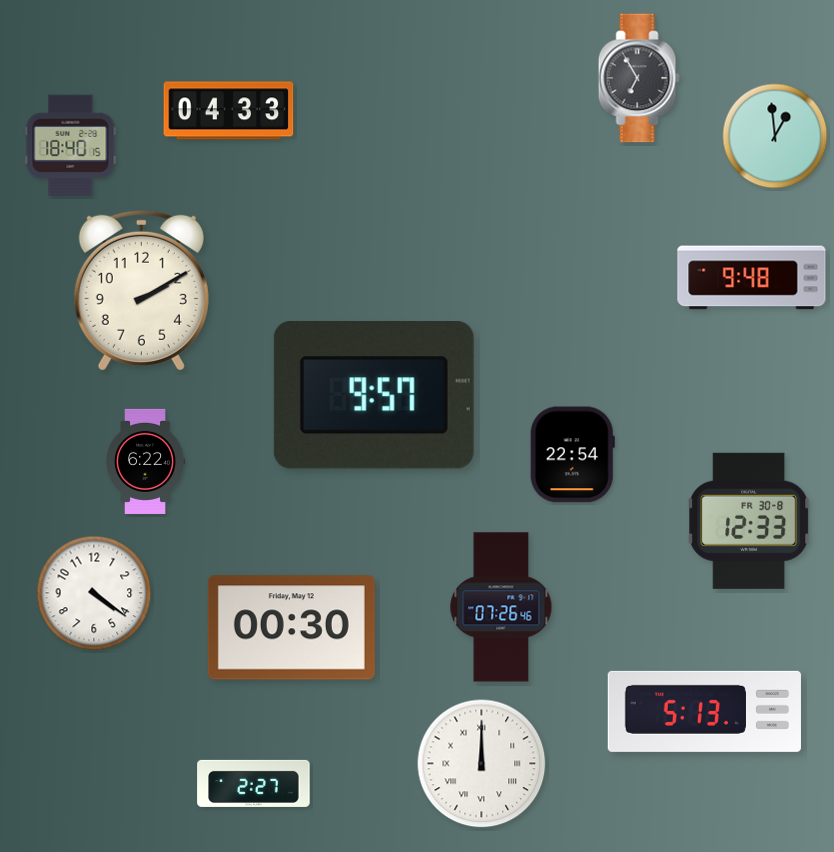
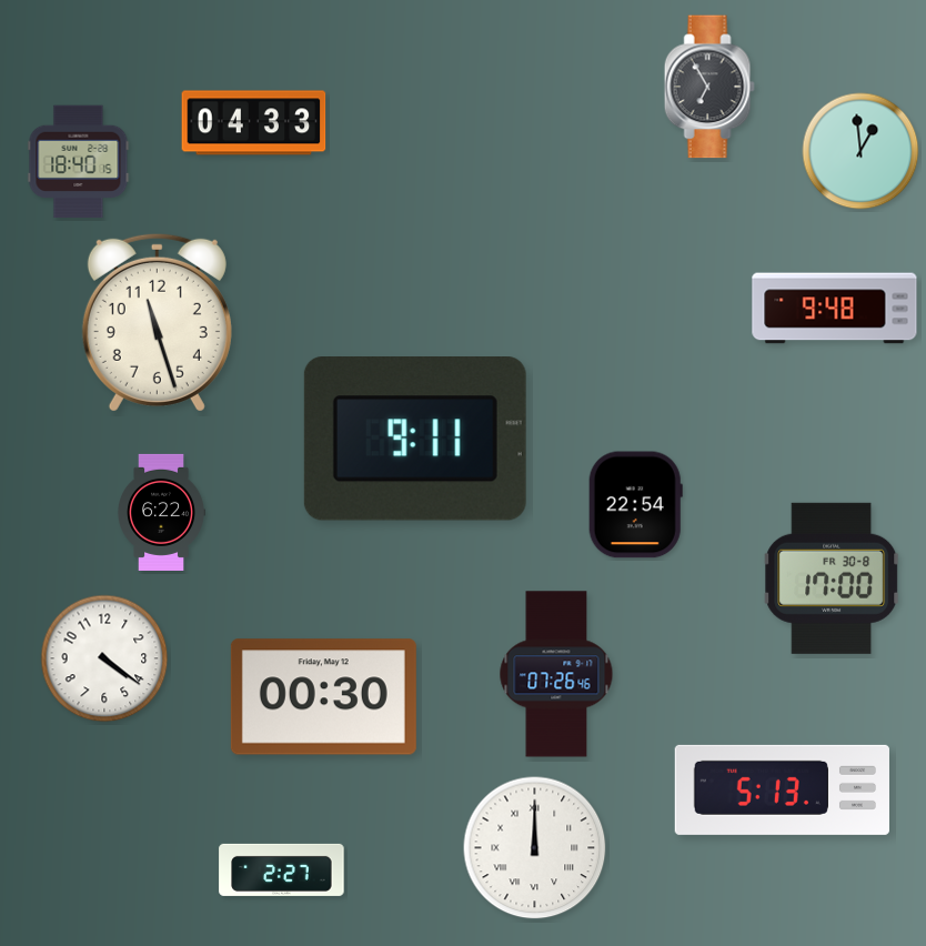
clock at (141, 290): 2:10 -> 11:27
clock at (374, 396): 9:57 -> 9:11
clock at (749, 521): 12:33 -> 17:00
